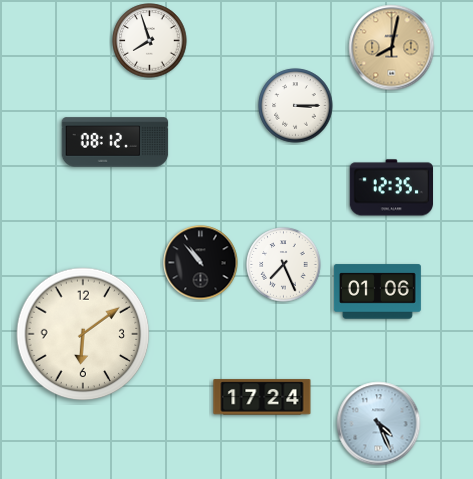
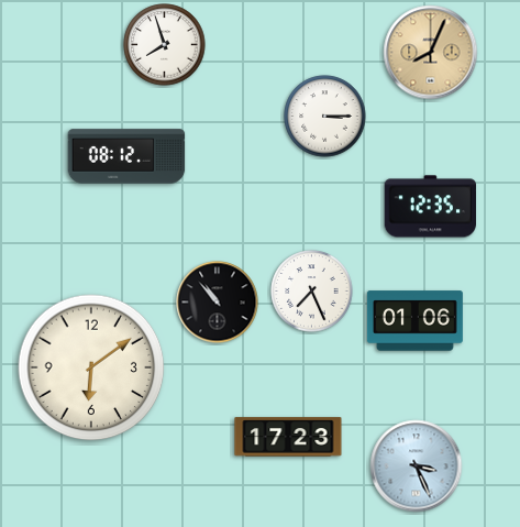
clock at (392, 48): 8:02 -> 8:04
clock at (201, 263) position: (201, 263) -> (218, 303)
clock at (262, 397): 17:24 -> 17:23
clock at (379, 424): 4:26 -> 3:26
